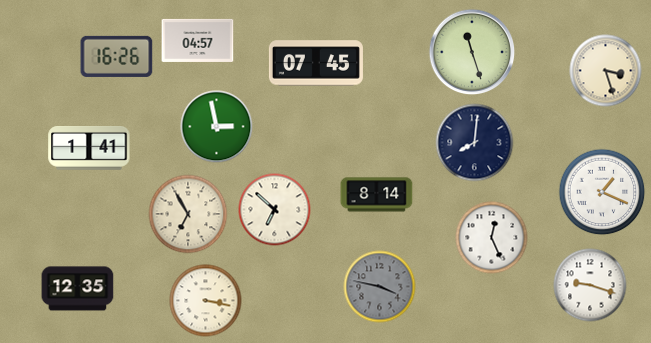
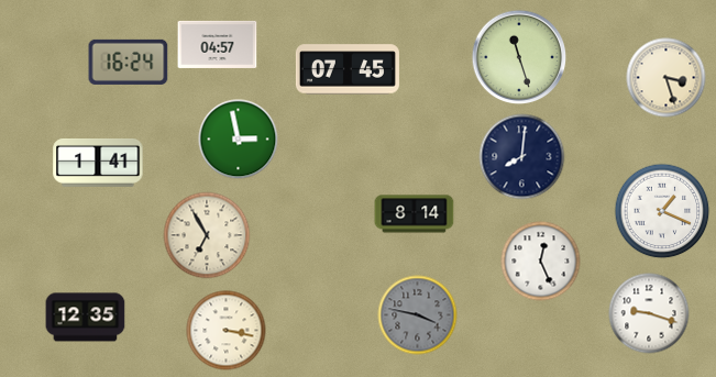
clock at (117, 56): 16:26 -> 16:24
clock at (275, 210): 6:52 -> none
